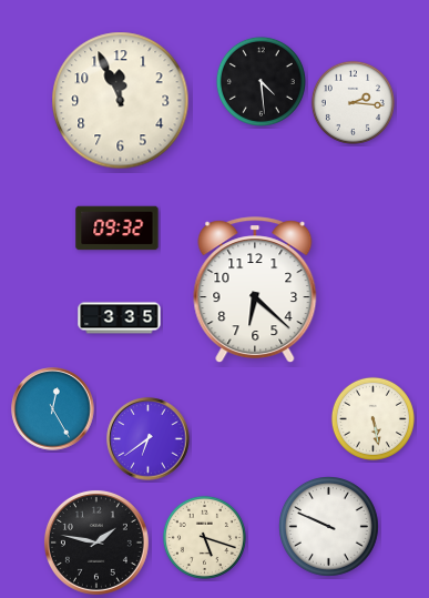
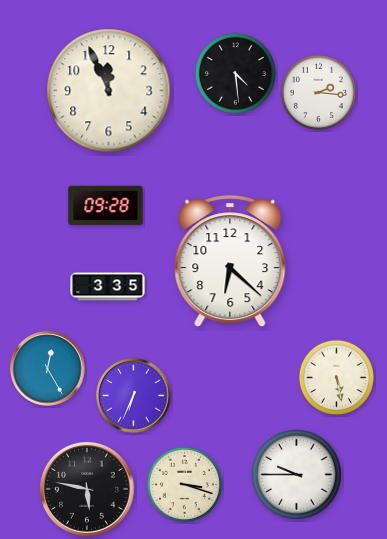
clock at (118, 229): 09:32 -> 09:28
clock at (149, 439): 6:39 -> 6:34
clock at (329, 527): 9:49 -> 9:45
clock at (204, 537): 5:18 -> 3:18
clock at (96, 543): 1:47 -> 5:47
